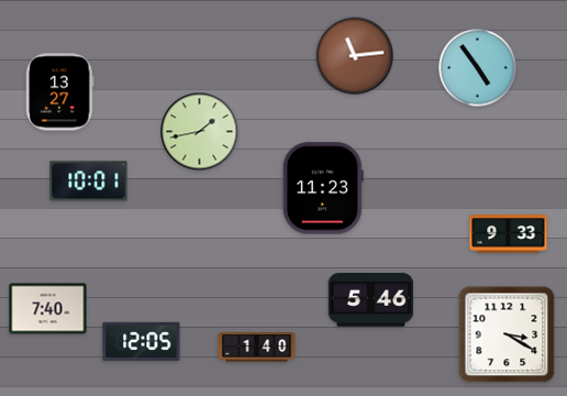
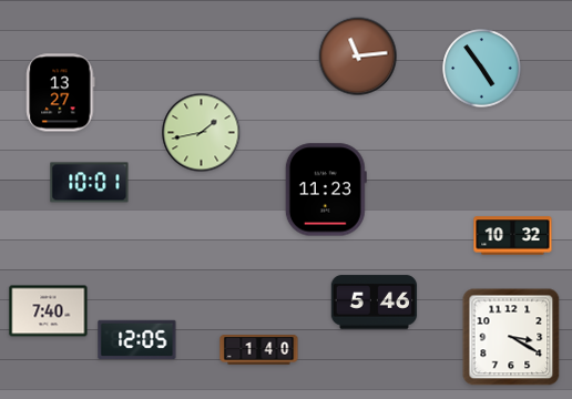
clock at (509, 234): 9:33 -> 10:32
clock at (142, 341) position: (142, 341) -> (137, 339)
